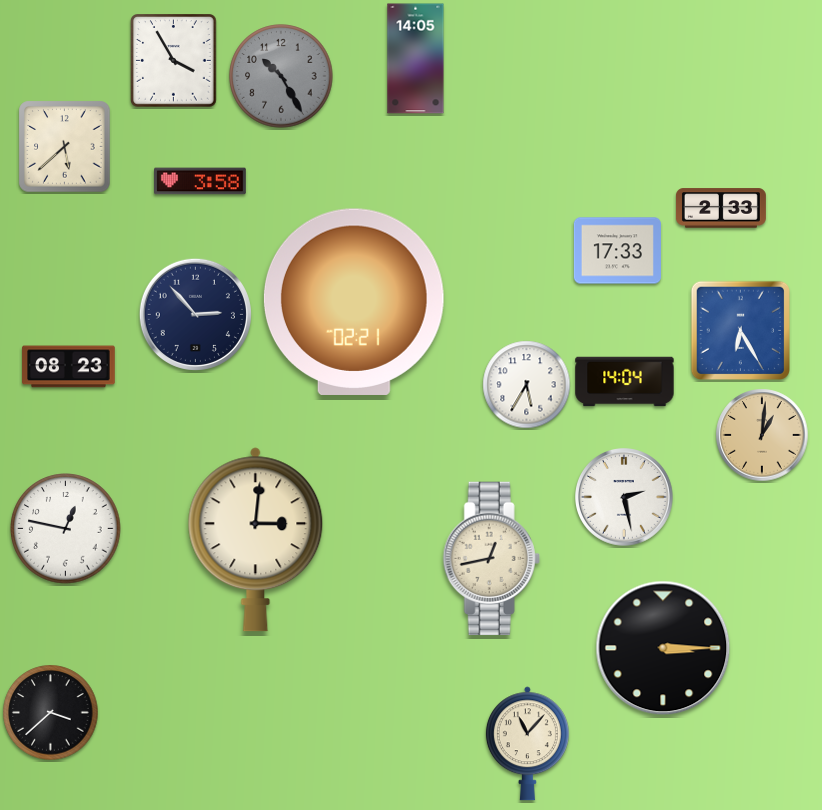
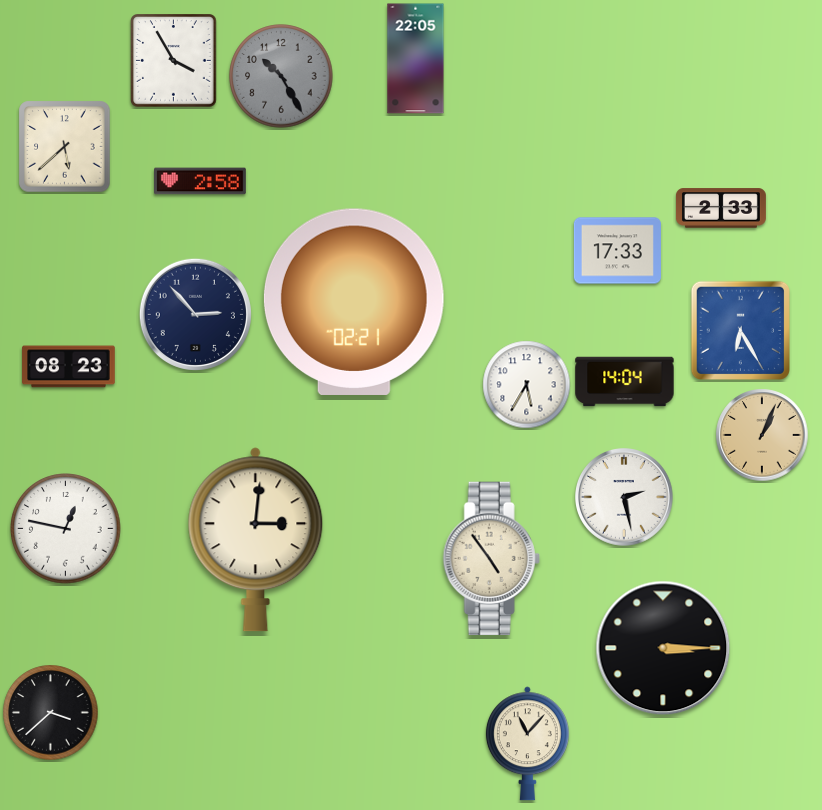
clock at (416, 59): 14:05 -> 22:05
clock at (201, 181): 3:58 -> 2:58
clock at (762, 435): 1:01 -> 1:04
clock at (491, 559): 12:43 -> 4:54
